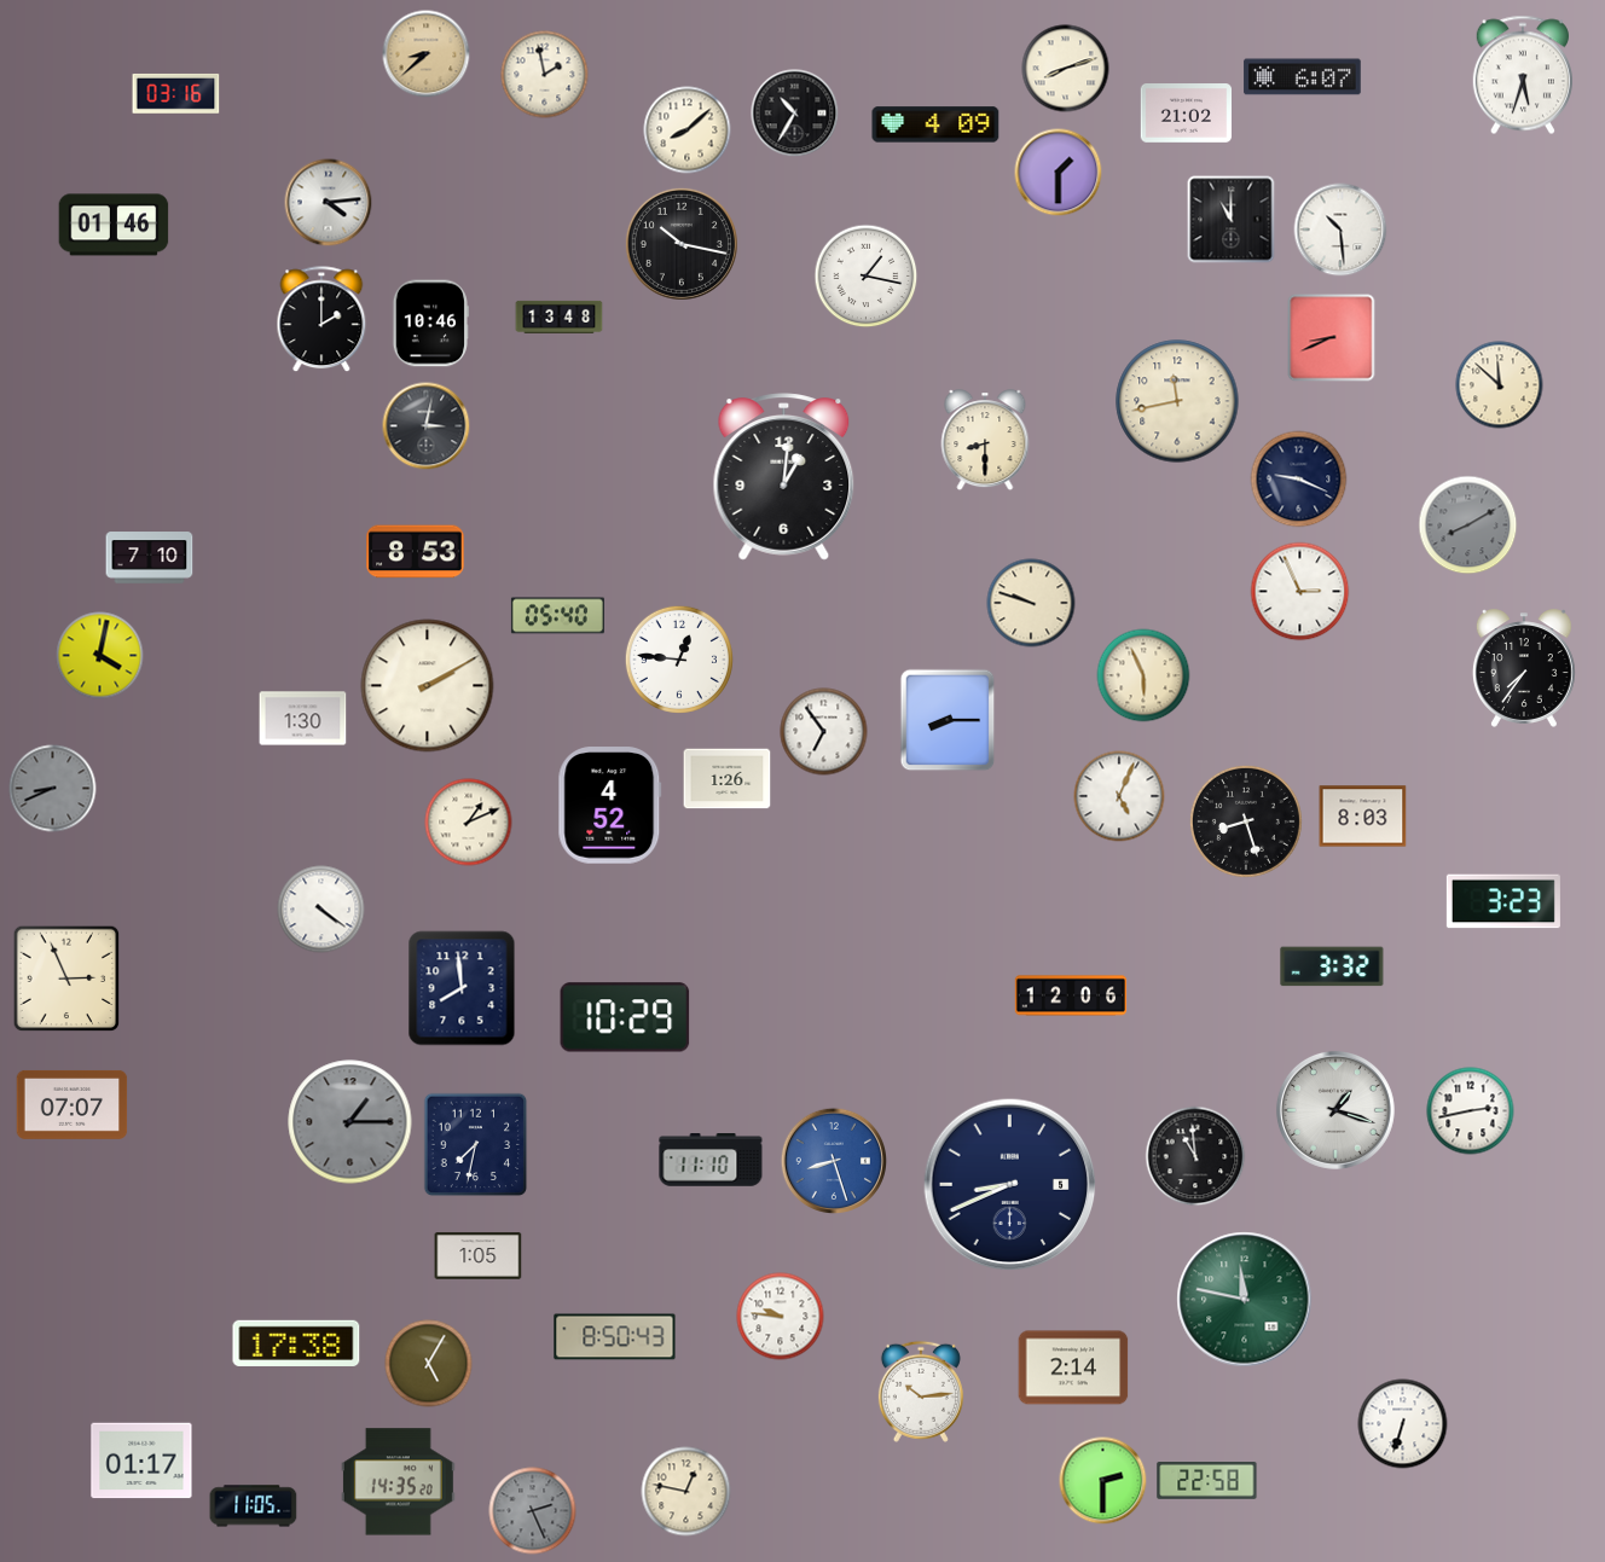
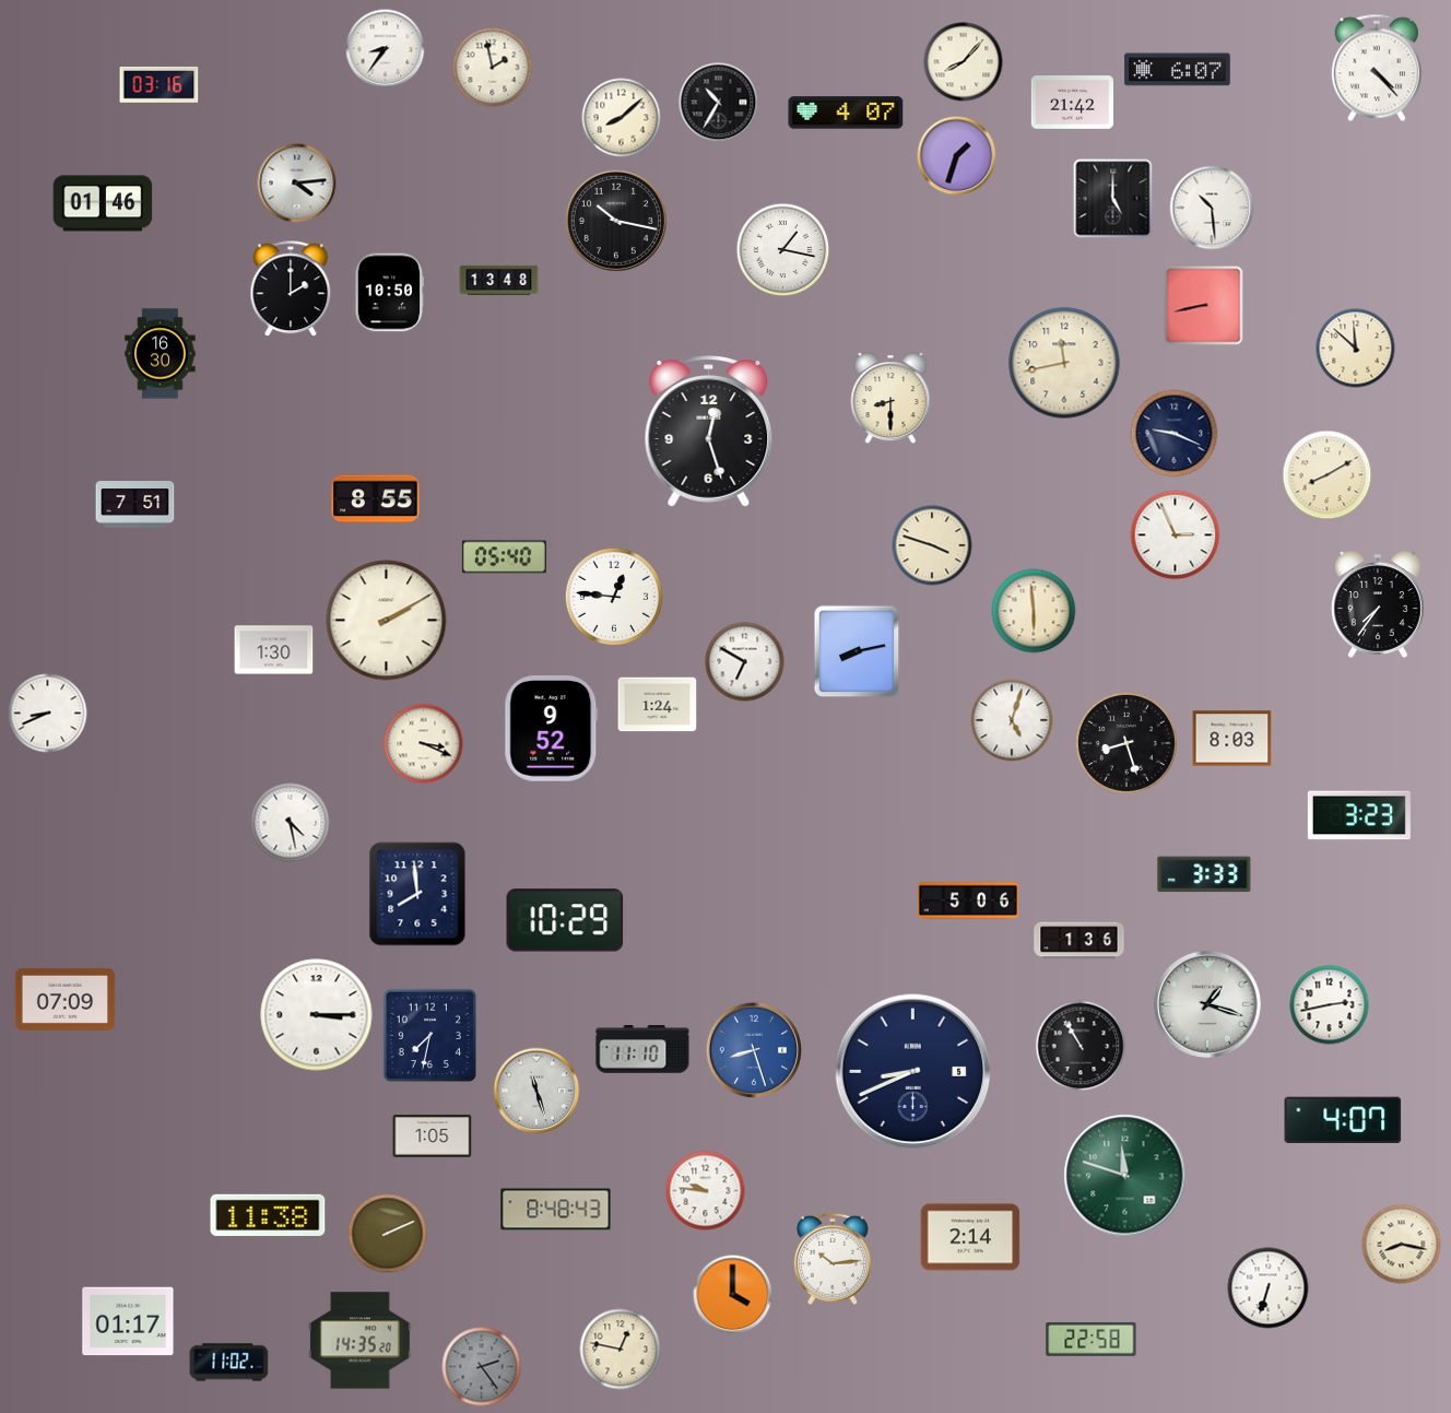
clock at (427, 54): 8:38 -> 8:36
clock at (427, 54) dial: champagne -> white
clock at (1066, 69): 8:12 -> 8:07
clock at (1523, 75): 5:33 -> 4:23
clock at (1187, 114): 21:02 -> 21:42
clock at (935, 124): 4:09 -> 4:07
clock at (1059, 173): 1:30 -> 1:33
clock at (1232, 220): 11:00 -> 5:00
clock at (560, 317) position: (560, 317) -> (499, 280)
clock at (430, 324): 10:46 -> 10:50
clock at (1332, 338): 8:41 -> 8:43
clock at (161, 354): none -> 16:30
clock at (427, 426): 3:02 -> none
clock at (784, 477): 1:01 -> 12:27
clock at (1468, 525) dial: grey -> cream
clock at (416, 552): 8:53 -> 8:55
clock at (150, 558): 7:10 -> 7:51
clock at (1031, 603): 9:48 -> 3:48
clock at (100, 656): 4:02 -> none
clock at (1143, 675): 5:56 -> 5:59
clock at (948, 720): 8:15 -> 8:13
clock at (824, 732): 6:54 -> 6:50
clock at (728, 779): 1:26 -> 1:24
clock at (53, 789) dial: grey -> white
clock at (1119, 796): 5:04 -> 5:03
clock at (610, 806): 4:52 -> 9:52
clock at (469, 823): 1:11 -> 3:19
clock at (321, 910): 4:21 -> 4:28
clock at (1332, 966): 3:32 -> 3:33
clock at (66, 979): 2:56 -> none
clock at (1071, 995): 12:06 -> 5:06
clock at (1080, 941): none -> 1:36
clock at (73, 1104): 07:07 -> 07:09
clock at (350, 1122): 1:15 -> 3:15
clock at (350, 1122) dial: grey -> white
clock at (1195, 1156): 10:59 -> 10:55
clock at (536, 1091): none -> 11:27
clock at (1343, 1120): none -> 4:07
clock at (1245, 1300): 11:47 -> 11:48
clock at (615, 1337): 8:50 -> 8:48
clock at (296, 1343): 17:38 -> 11:38
clock at (429, 1364): 5:05 -> 2:11
clock at (1402, 1245): none -> 8:17
clock at (733, 1295): none -> 4:00
clock at (1103, 1481): 2:30 -> none
clock at (254, 1506): 11:05 -> 11:02
clock at (533, 1511): 2:26 -> 2:24
